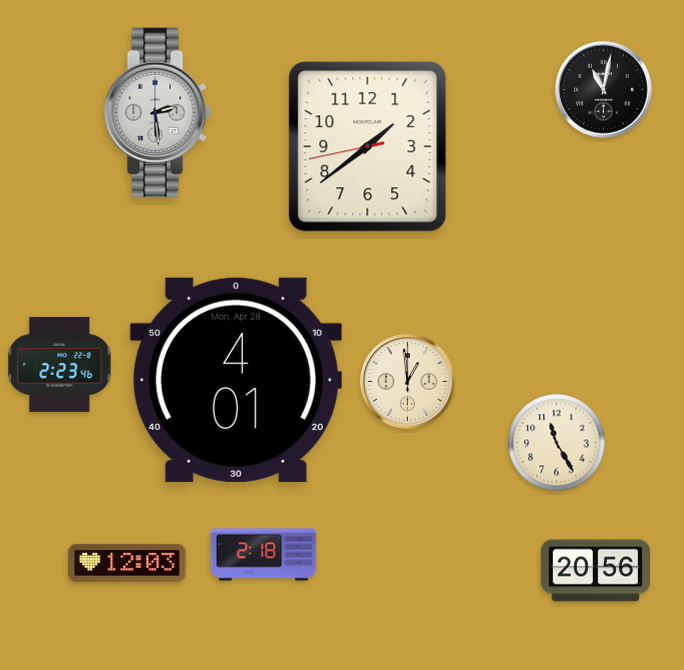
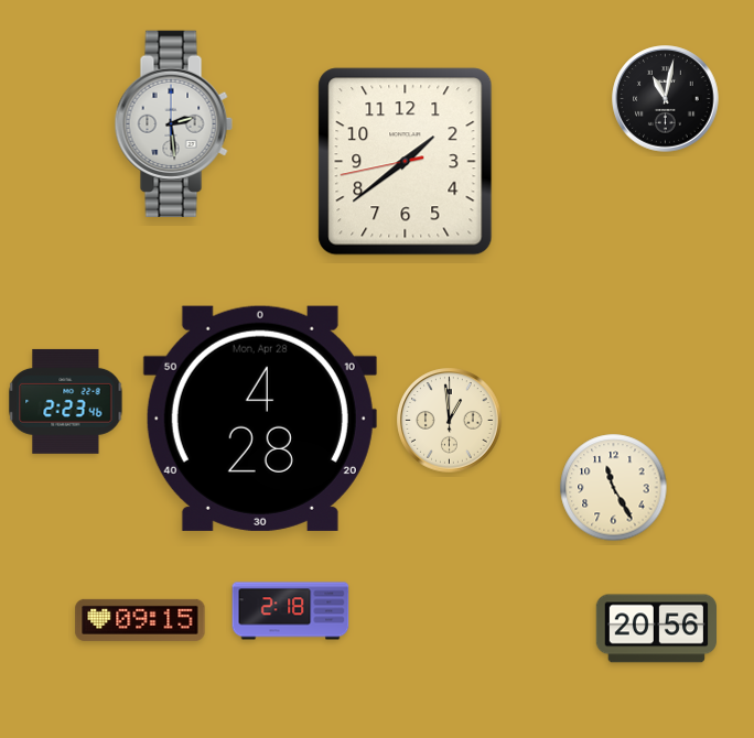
clock at (236, 380): 4:01 -> 4:28
clock at (127, 563): 12:03 -> 09:15
